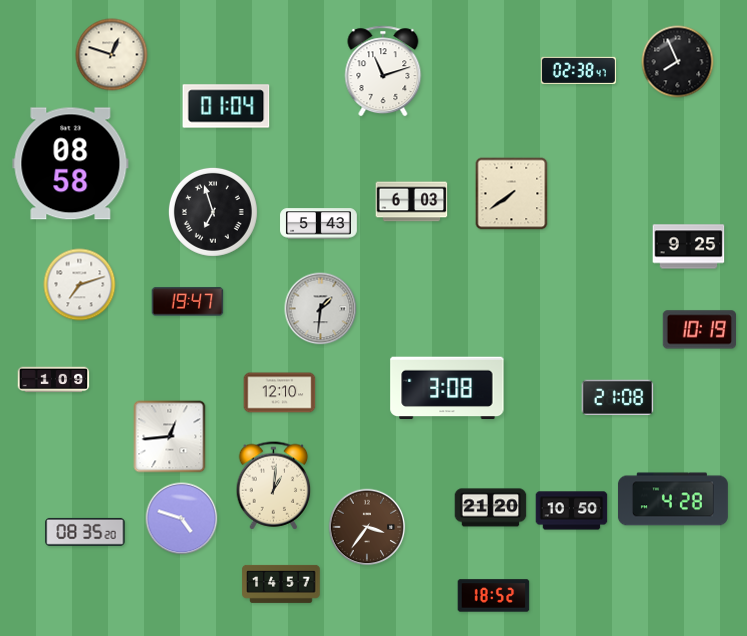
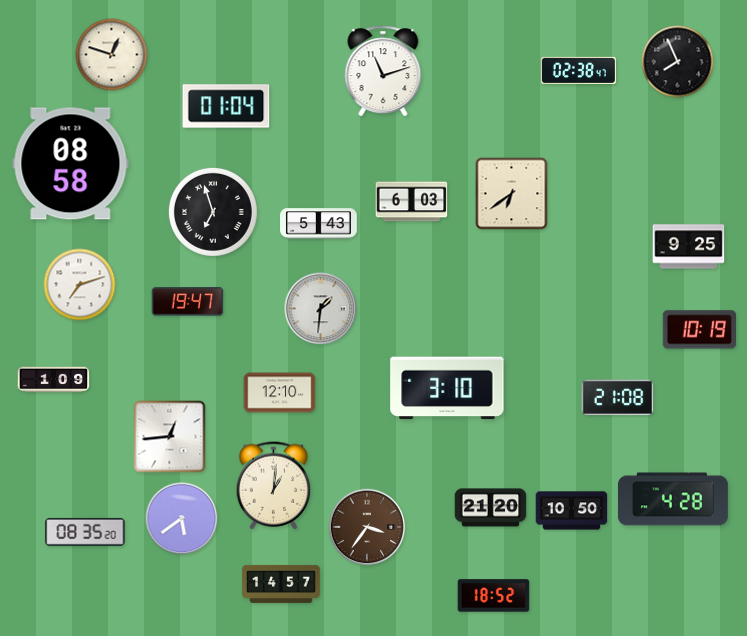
clock at (512, 194): 7:39 -> 6:39
clock at (447, 388): 3:08 -> 3:10
clock at (182, 519): 4:48 -> 5:39
